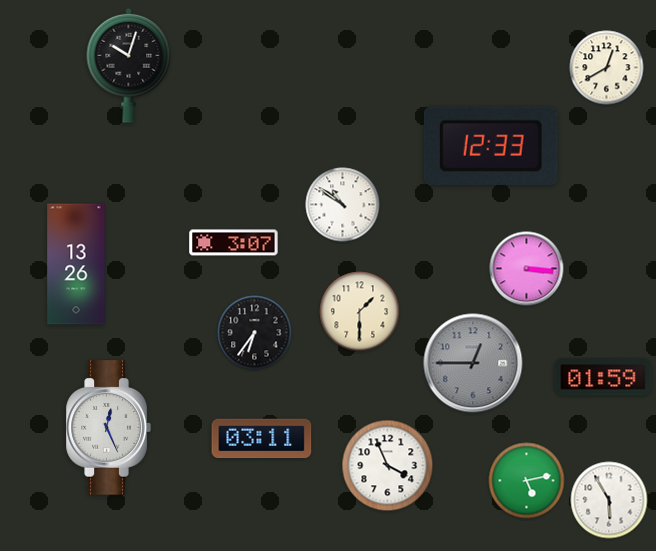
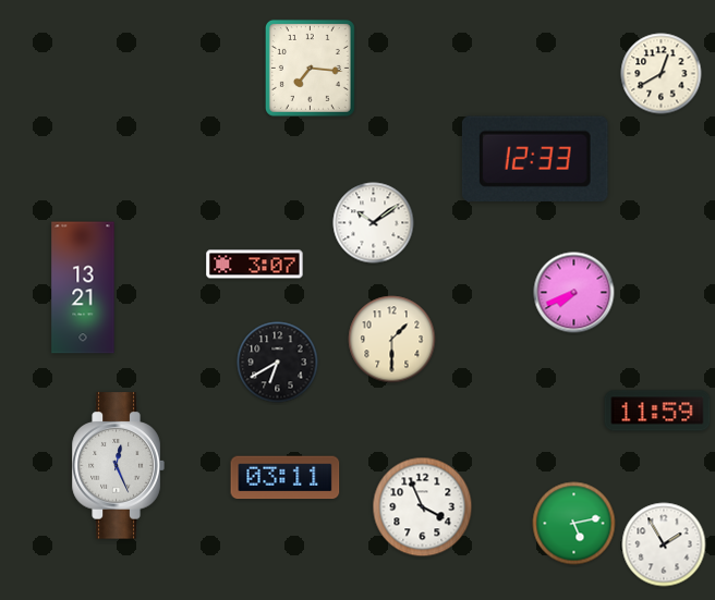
clock at (310, 68): none -> 7:16
clock at (129, 65): 10:03 -> none
clock at (343, 205): 10:51 -> 10:09
clock at (76, 264): 13:26 -> 13:21
clock at (527, 269): 3:16 -> 7:41
clock at (255, 333): 6:36 -> 6:40
clock at (473, 363): 12:45 -> none
clock at (603, 377): 01:59 -> 11:59
clock at (609, 500): 5:55 -> 1:55
